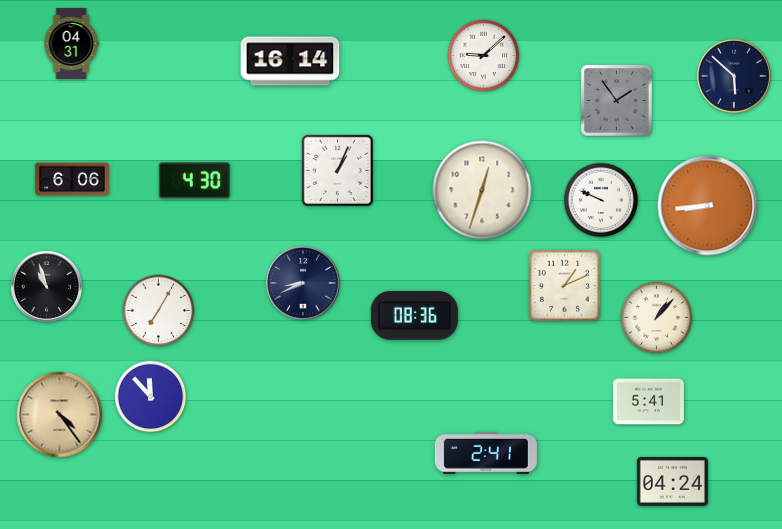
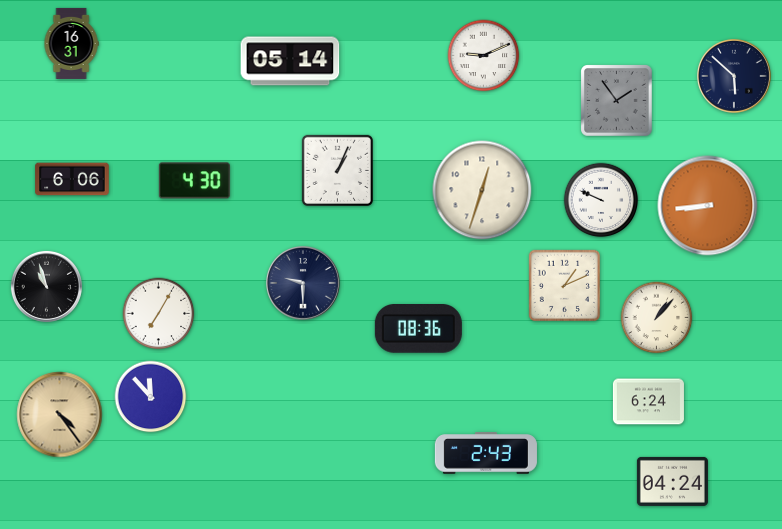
clock at (71, 43): 04:31 -> 16:31
clock at (484, 56): 9:08 -> 9:11
clock at (290, 61): 16:14 -> 05:14
clock at (303, 283): 8:41 -> 9:30
clock at (159, 311) position: (159, 311) -> (159, 314)
clock at (414, 316) position: (414, 316) -> (418, 329)
clock at (648, 402): 5:41 -> 6:24
clock at (486, 453): 2:41 -> 2:43
